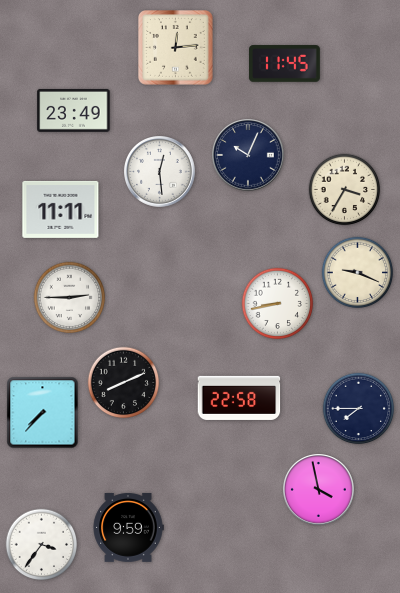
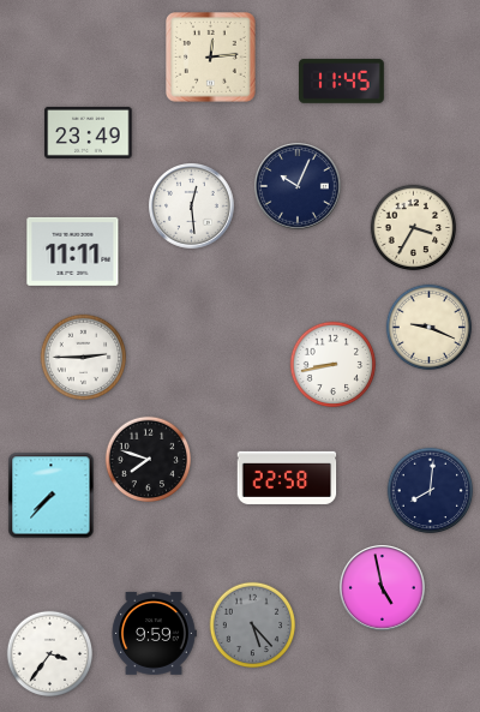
clock at (285, 64) position: (285, 64) -> (342, 82)
clock at (124, 383): 8:11 -> 7:48
clock at (359, 409): 7:45 -> 8:01
clock at (319, 490): 3:58 -> 4:58
clock at (253, 626): none -> 5:23
